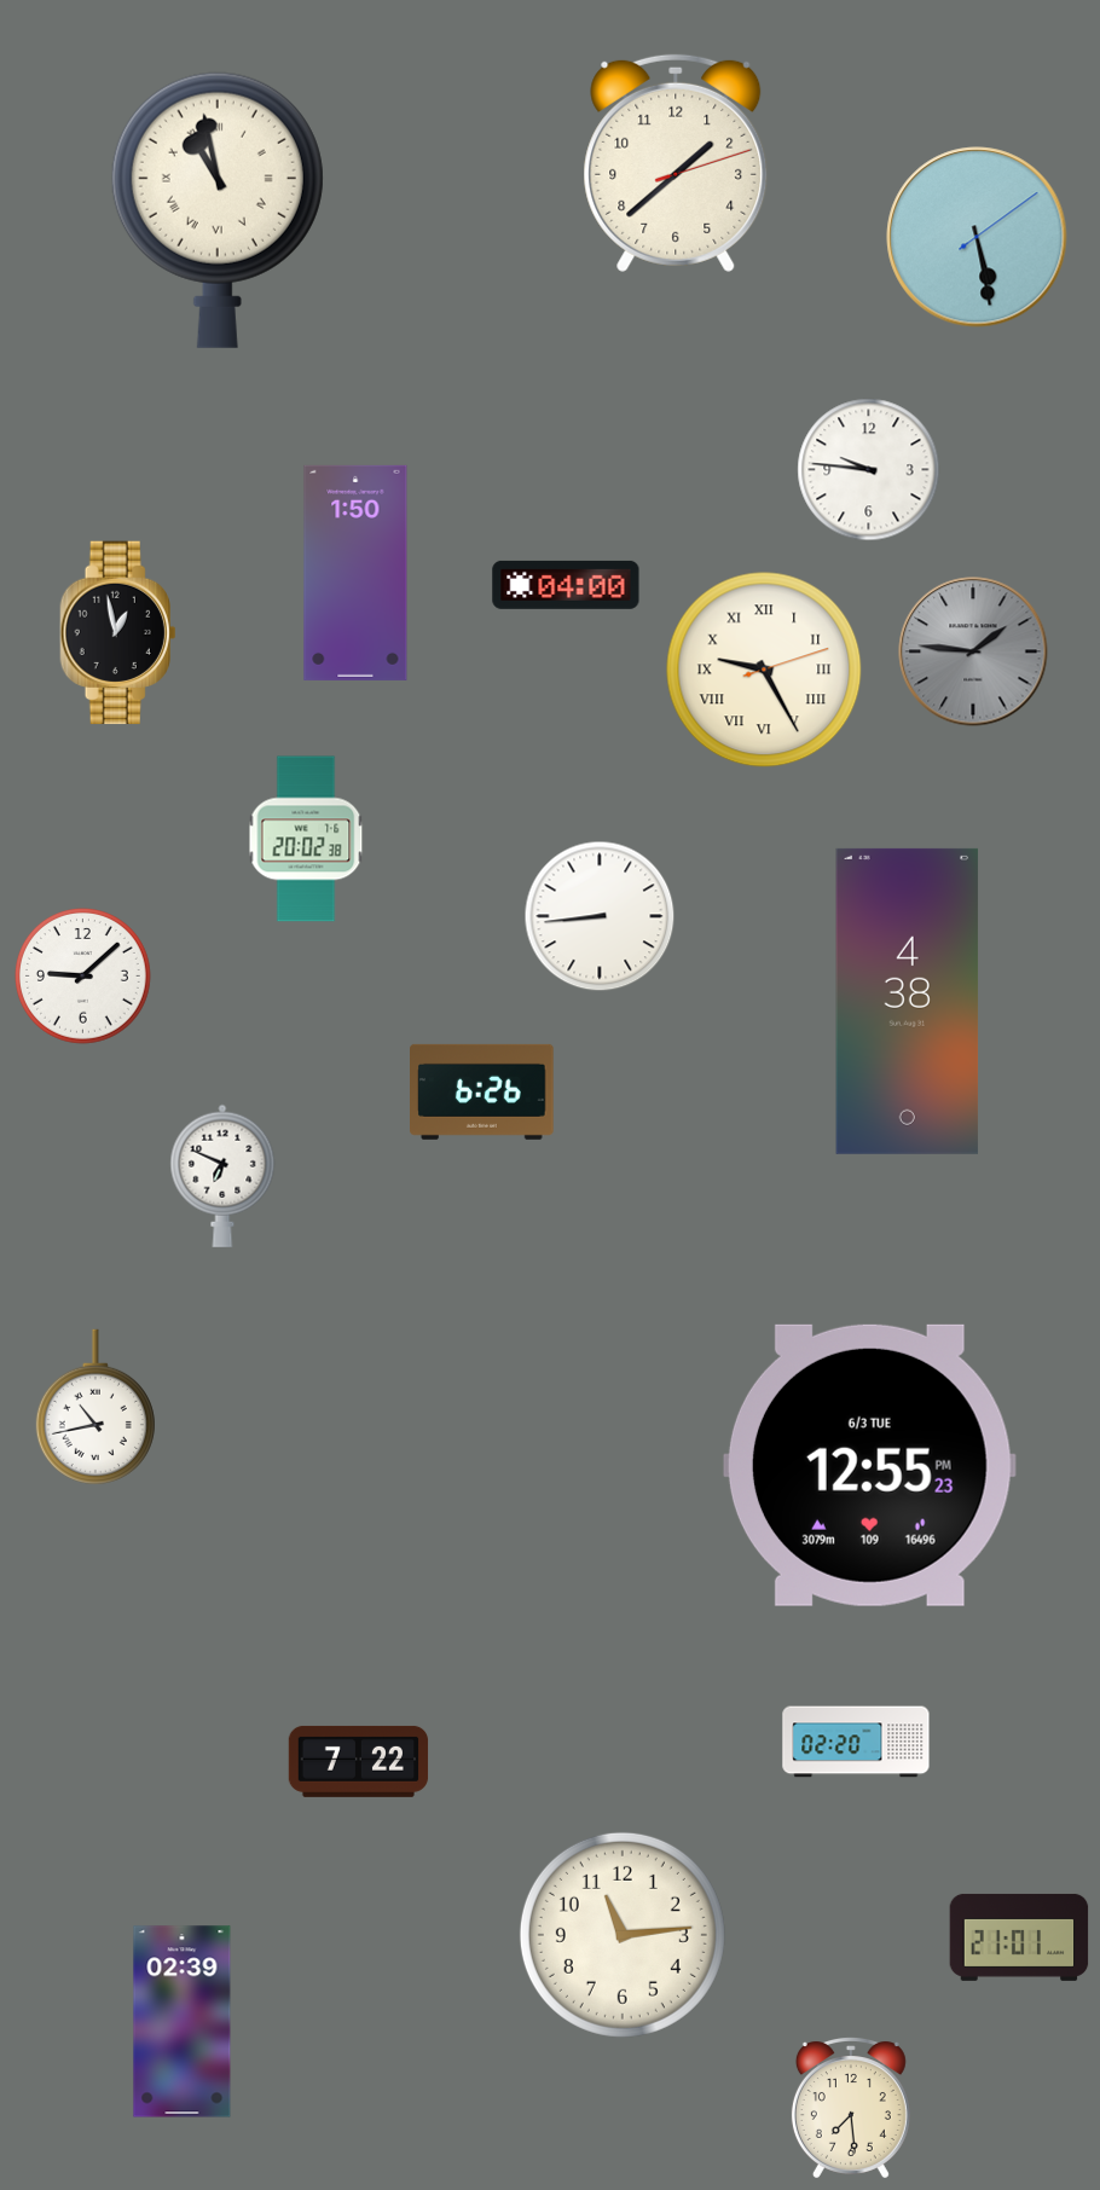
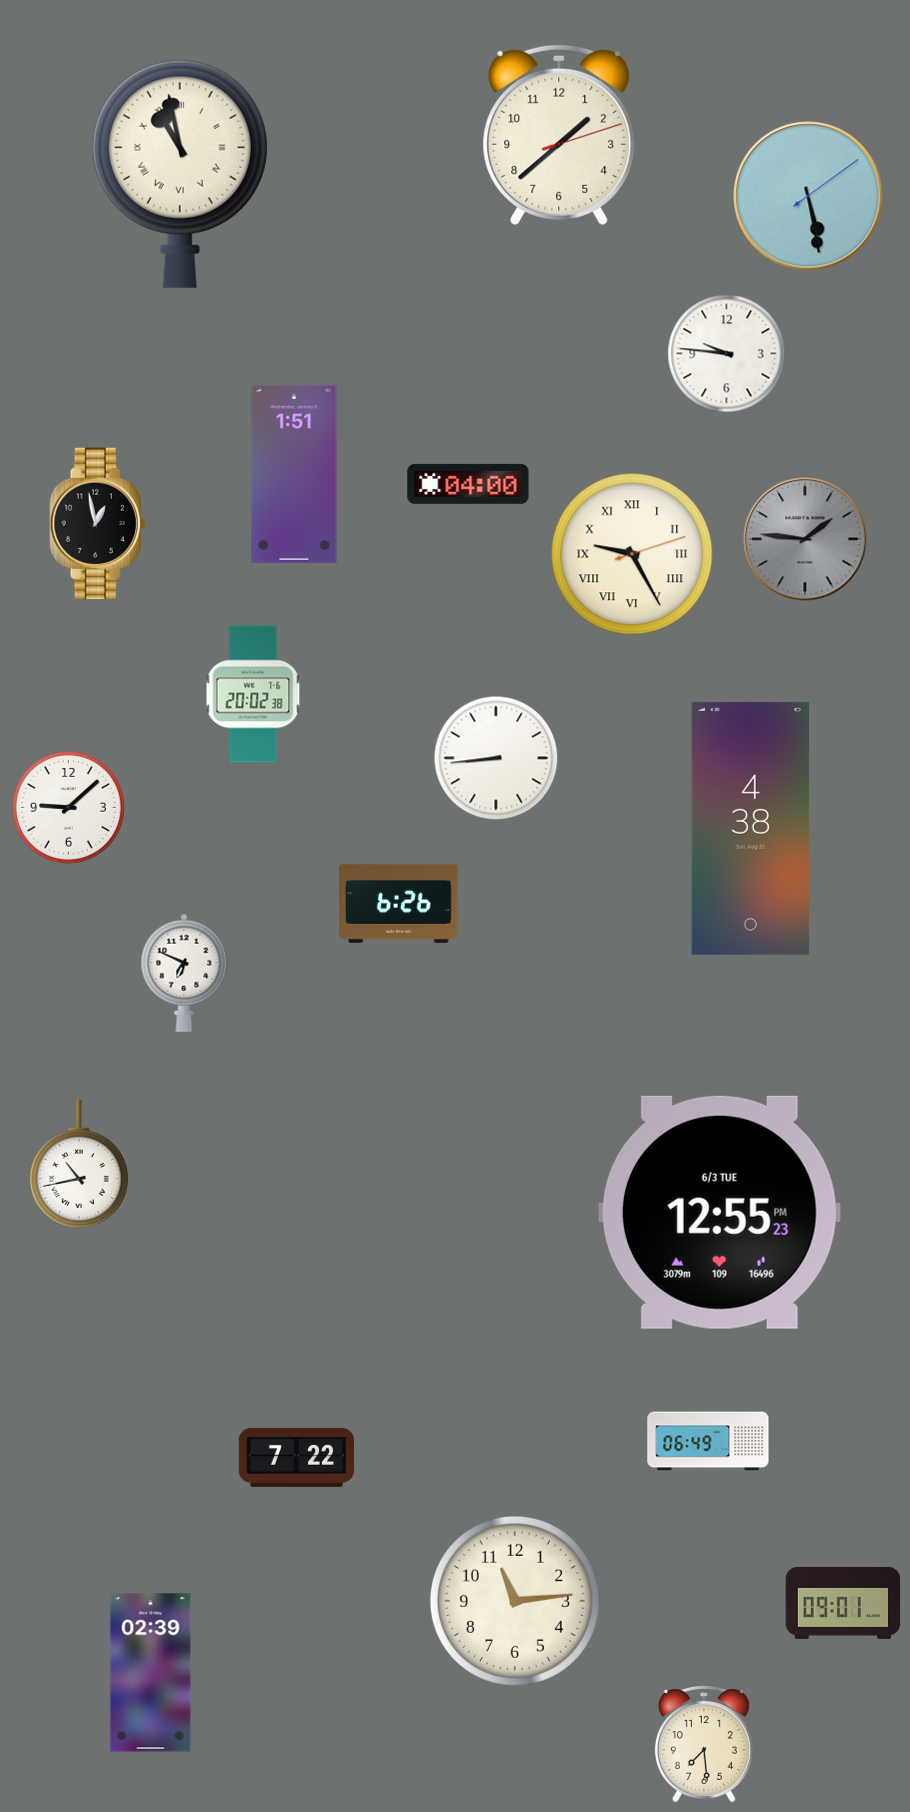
clock at (869, 470) position: (869, 470) -> (727, 354)
clock at (355, 573): 1:50 -> 1:51
clock at (856, 1742): 02:20 -> 06:49
clock at (1019, 1937): 21:01 -> 09:01
